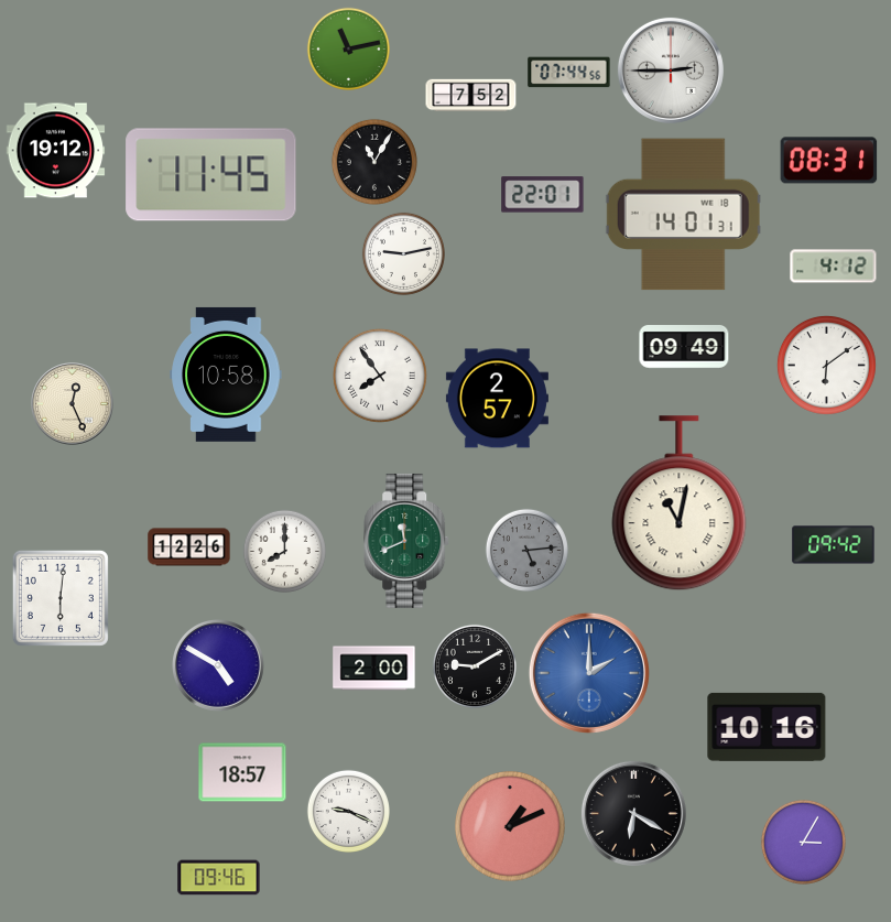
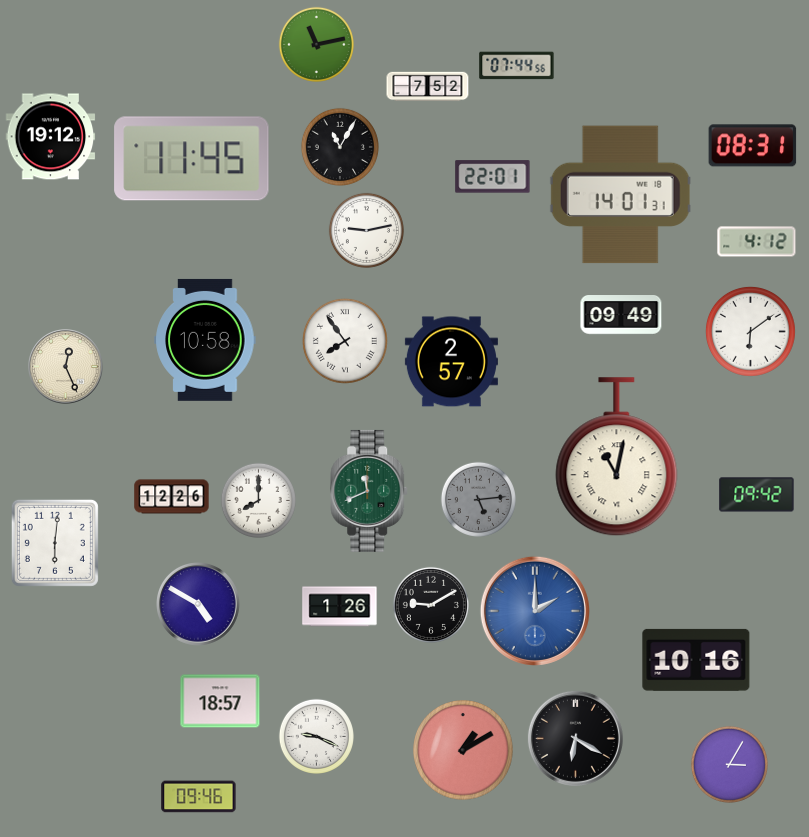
clock at (671, 70): 2:45 -> none
clock at (374, 669): 2:00 -> 1:26
clock at (511, 827): 1:11 -> 1:10
